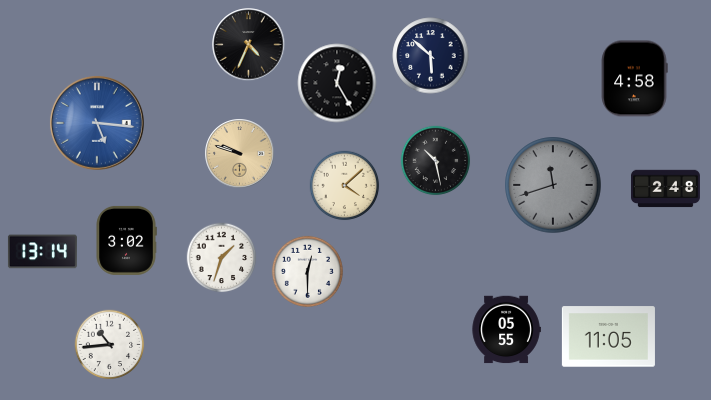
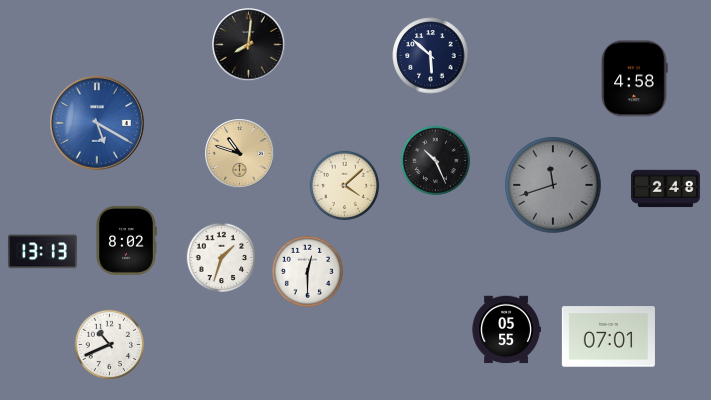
clock at (249, 45): 4:34 -> 8:01
clock at (337, 83): 12:25 -> none
clock at (97, 123): 5:16 -> 5:20
clock at (240, 154): 9:48 -> 10:48
clock at (436, 161): 10:28 -> 10:26
clock at (126, 240): 3:02 -> 8:02
clock at (42, 252): 13:14 -> 13:13
clock at (608, 337): 11:05 -> 07:01
clock at (110, 345): 10:44 -> 10:41
